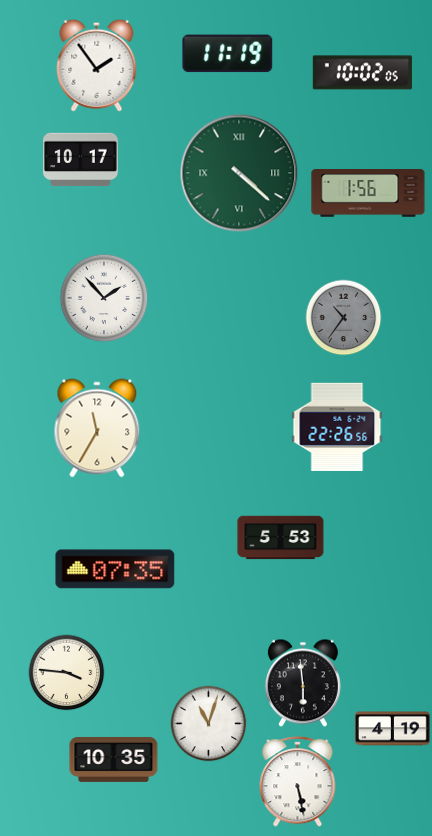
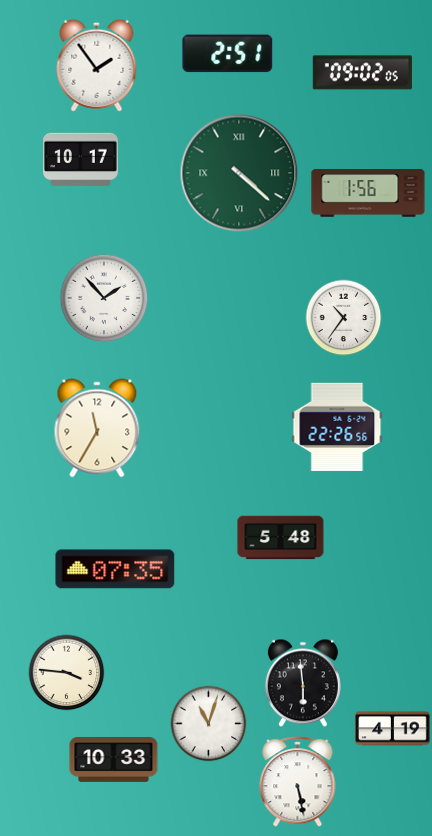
clock at (228, 54): 11:19 -> 2:51
clock at (362, 73): 10:02 -> 09:02
clock at (344, 318) dial: grey -> white
clock at (281, 538): 5:53 -> 5:48
clock at (114, 759): 10:35 -> 10:33
